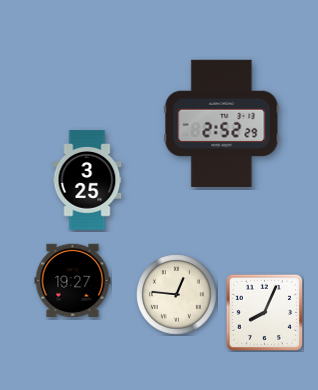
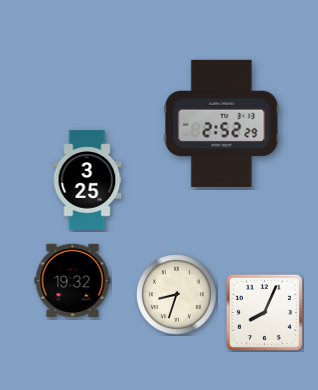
clock at (73, 281): 19:27 -> 19:32
clock at (177, 295): 12:46 -> 8:33
